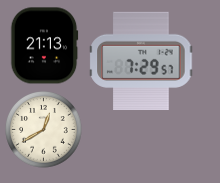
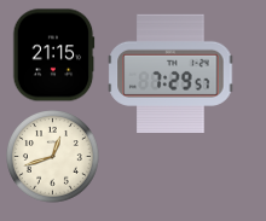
clock at (44, 46): 21:13 -> 21:15
clock at (44, 130): 12:40 -> 12:42
